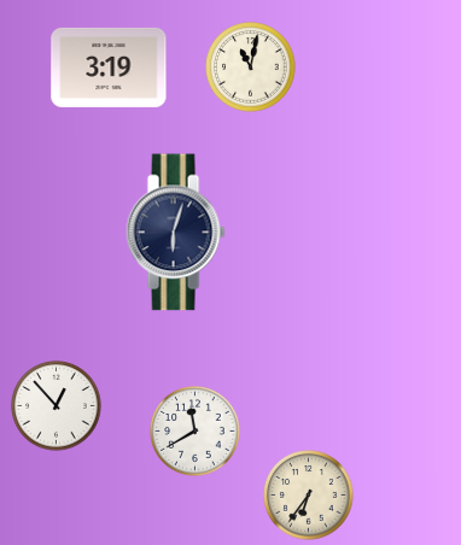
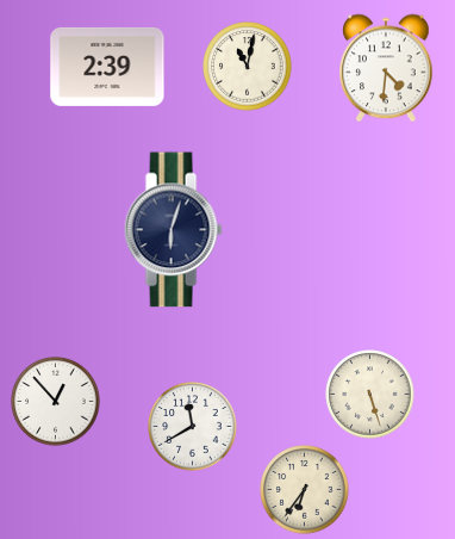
clock at (109, 68): 3:19 -> 2:39
clock at (386, 68): none -> 4:31
clock at (370, 395): none -> 5:27
